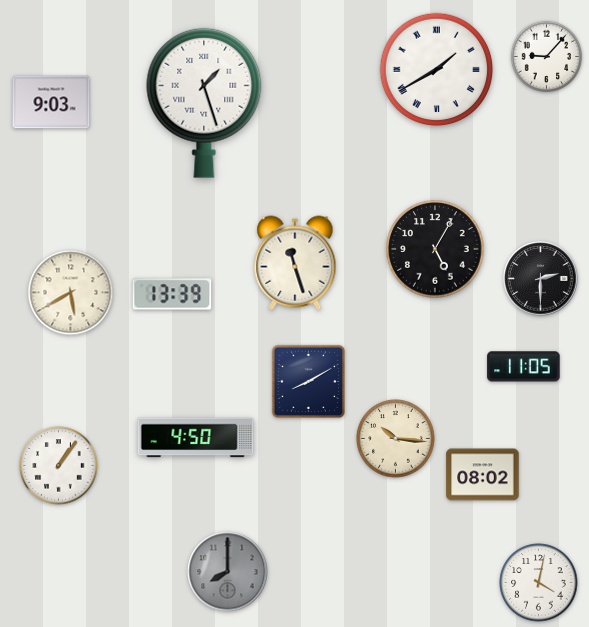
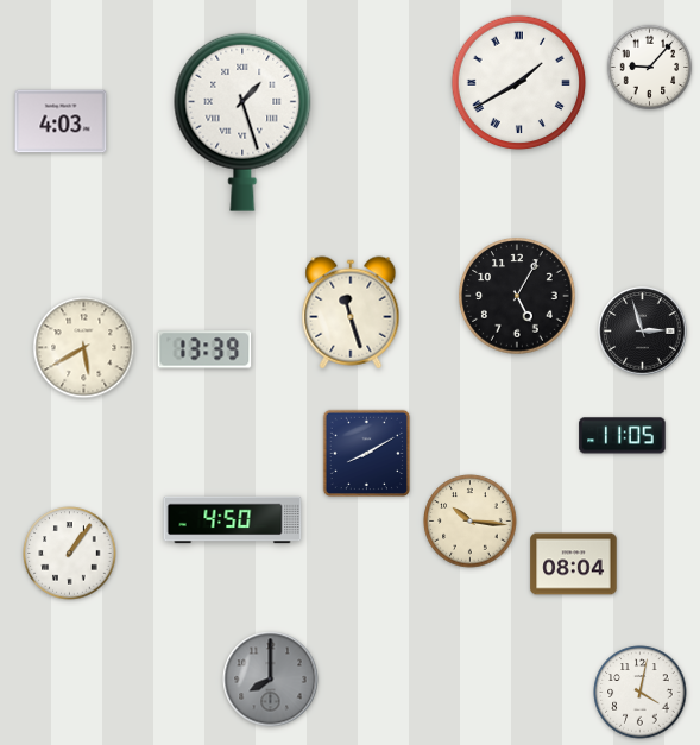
clock at (51, 102): 9:03 -> 4:03
clock at (541, 279): 2:30 -> 2:57
clock at (483, 475): 08:02 -> 08:04
